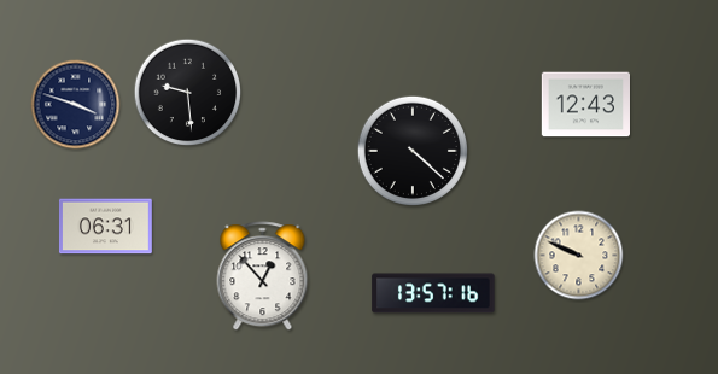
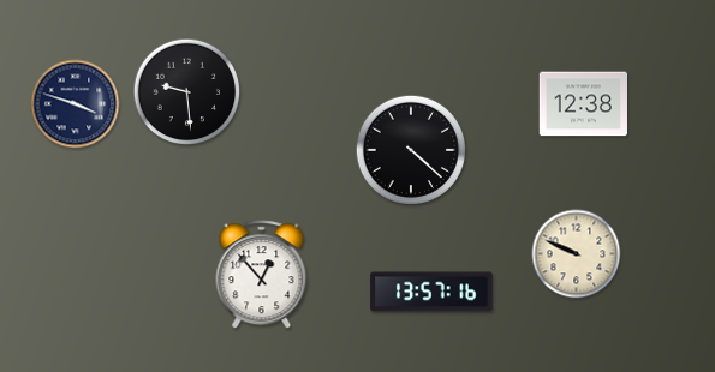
clock at (585, 105): 12:43 -> 12:38
clock at (106, 227): 06:31 -> none
